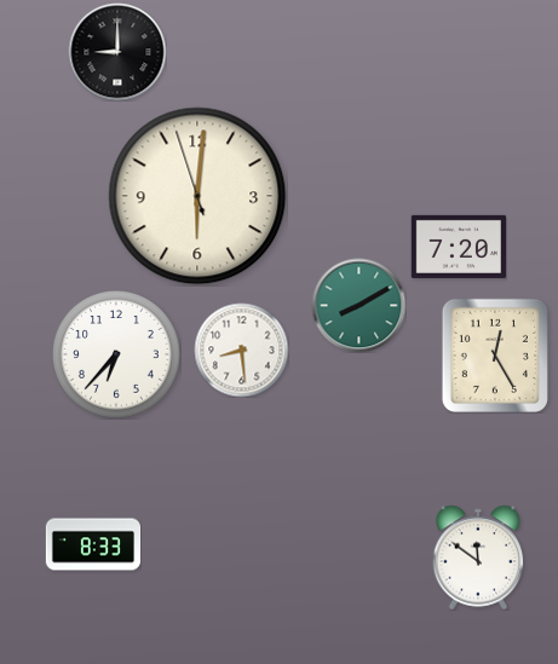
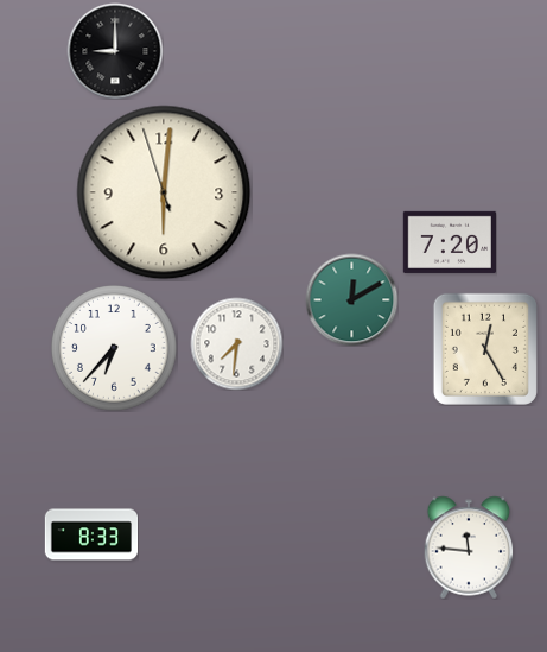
clock at (197, 196) position: (197, 196) -> (164, 192)
clock at (358, 305): 8:10 -> 12:10
clock at (241, 350): 8:29 -> 7:31
clock at (478, 558): 11:51 -> 11:46
